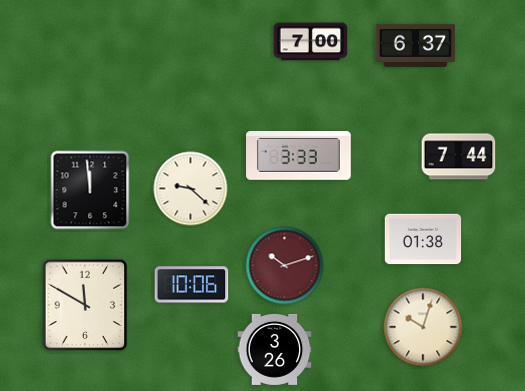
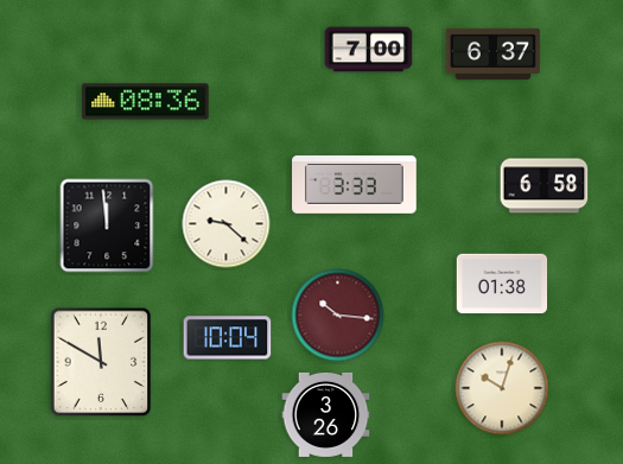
clock at (146, 102): none -> 08:36
clock at (459, 157): 7:44 -> 6:58
clock at (285, 266): 10:12 -> 10:16
clock at (192, 285): 10:06 -> 10:04
